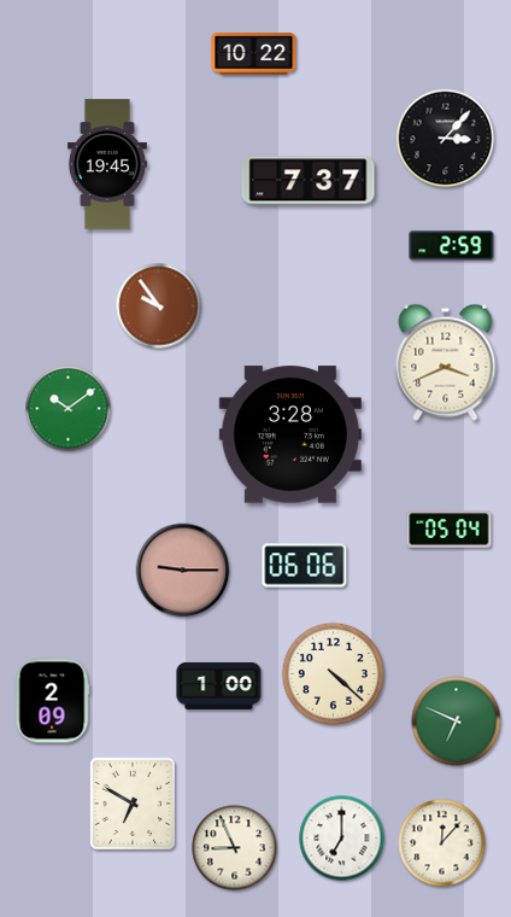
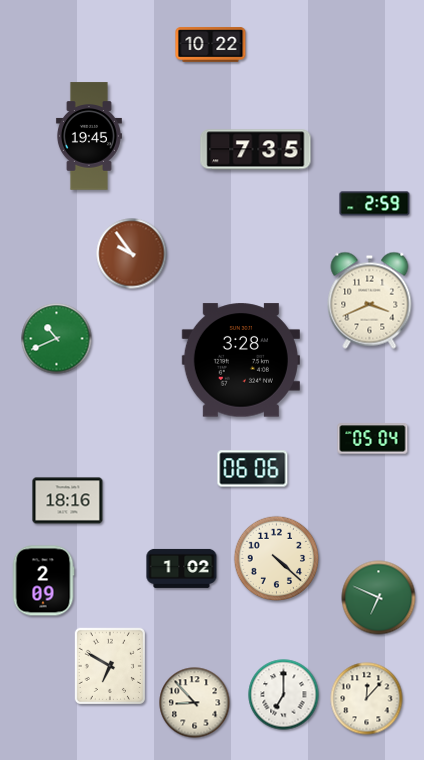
clock at (446, 139): 3:07 -> none
clock at (309, 181): 7:37 -> 7:35
clock at (69, 409): 10:09 -> 10:41
clock at (183, 571): 9:15 -> none
clock at (68, 501): none -> 18:16
clock at (219, 685): 1:00 -> 1:02
clock at (235, 848): 8:56 -> 8:53
